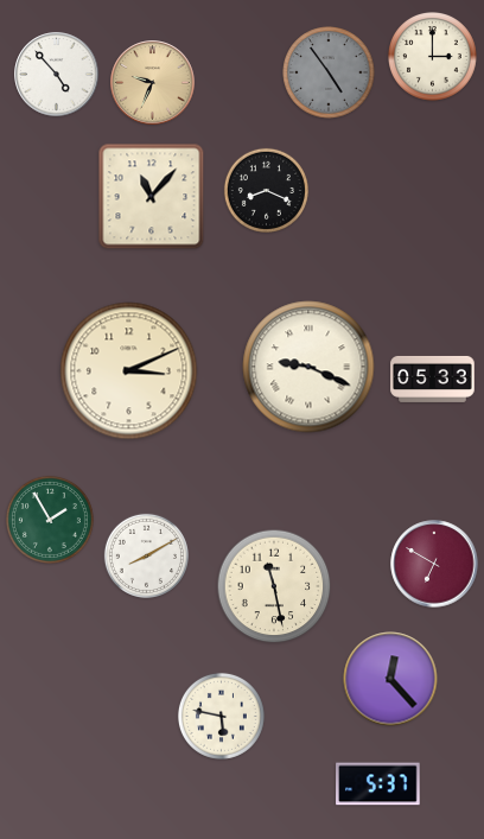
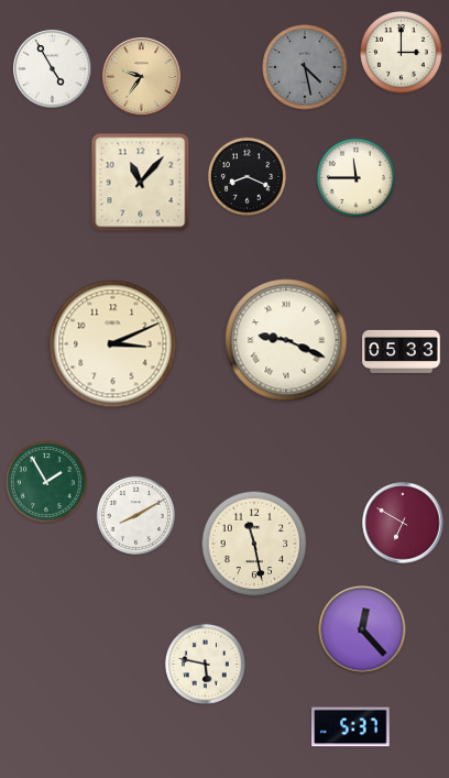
clock at (329, 72): 4:54 -> 4:28
clock at (57, 75): 4:53 -> 4:55
clock at (153, 83): 9:34 -> 9:36
clock at (355, 177): none -> 11:45
clock at (129, 371) position: (129, 371) -> (113, 344)
